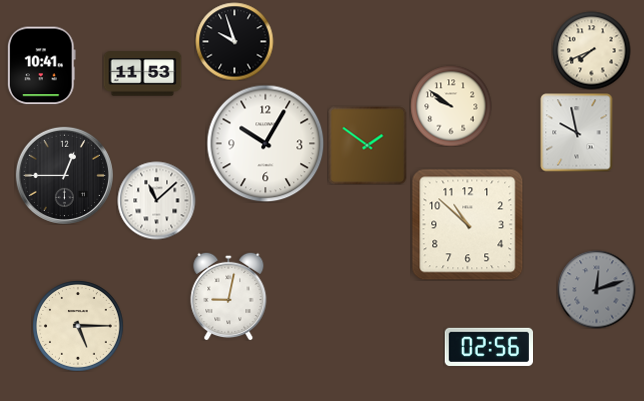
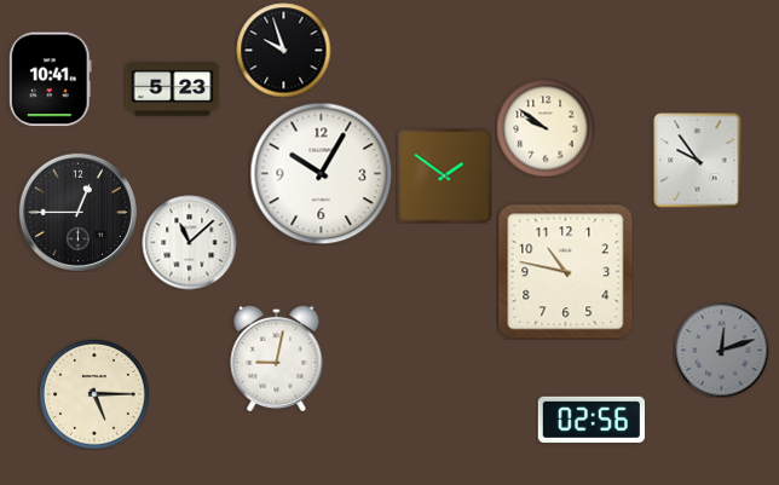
clock at (591, 50): 7:41 -> none
clock at (142, 74): 11:53 -> 5:23
clock at (577, 132): 9:58 -> 9:54
clock at (467, 224): 10:52 -> 10:47
